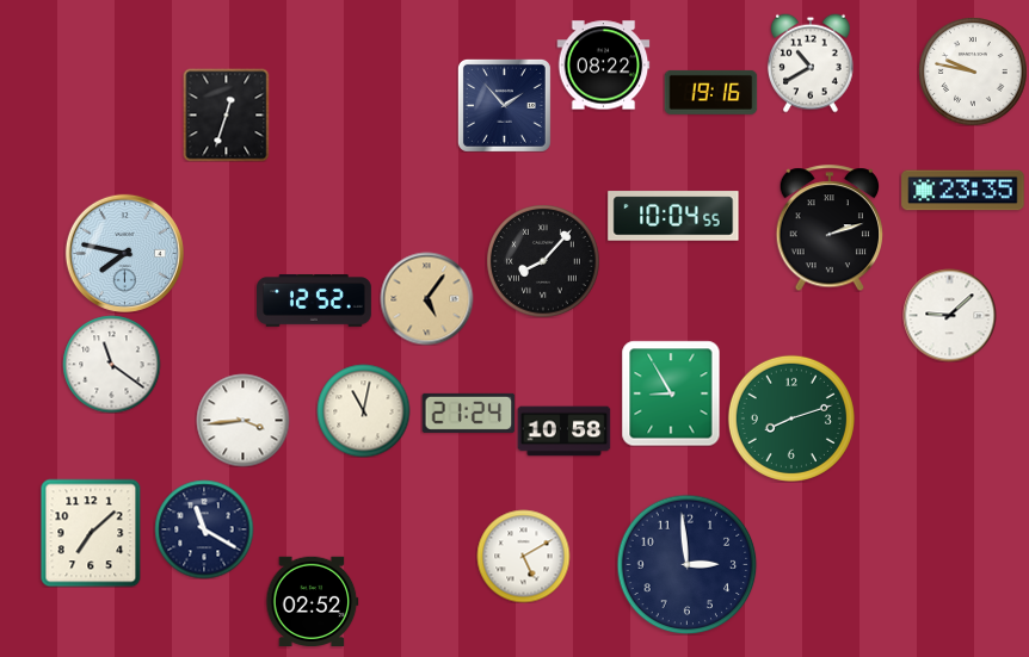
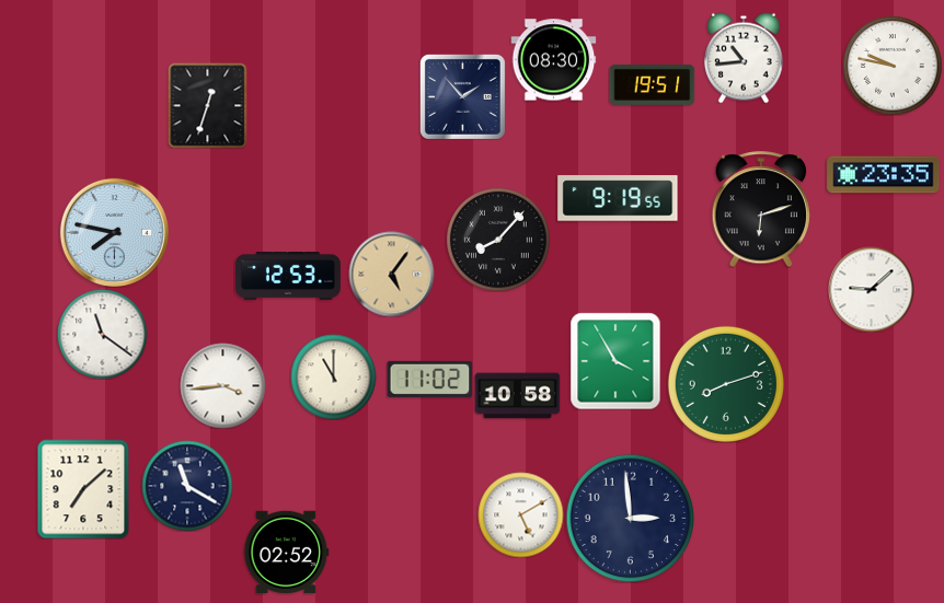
clock at (811, 63): 10:40 -> 10:44
clock at (603, 66): 08:22 -> 08:30
clock at (710, 92): 19:16 -> 19:51
clock at (673, 216): 10:04 -> 9:19
clock at (828, 228): 2:12 -> 6:12
clock at (315, 300): 12:52 -> 12:53
clock at (671, 393): 8:55 -> 3:55
clock at (363, 410): 11:02 -> 11:00
clock at (468, 413): 21:24 -> 11:02
clock at (523, 556) position: (523, 556) -> (520, 514)
